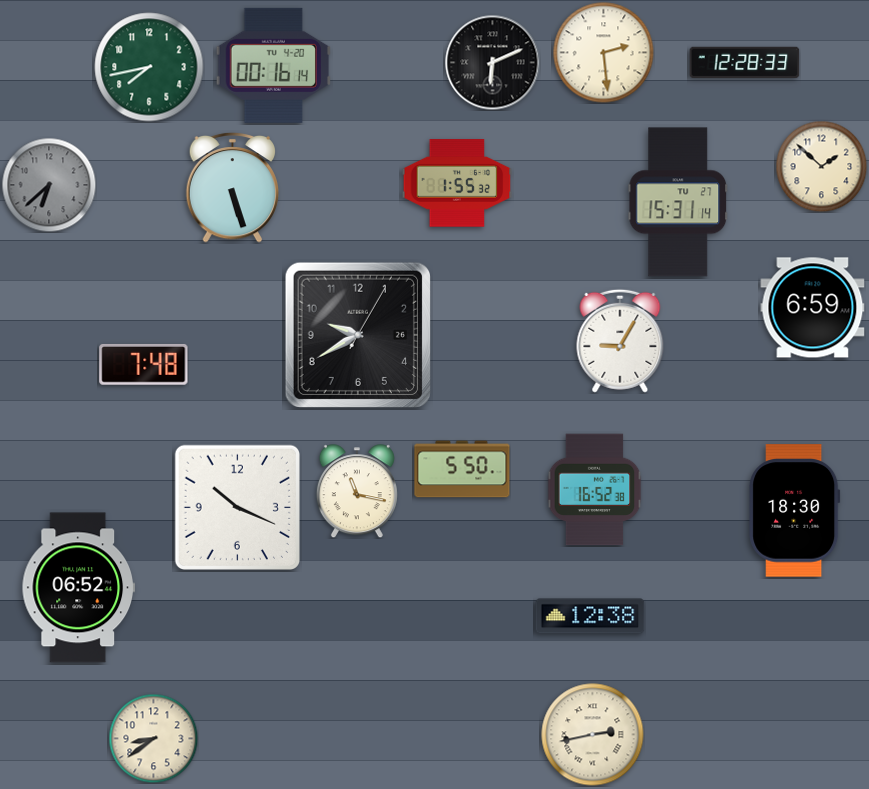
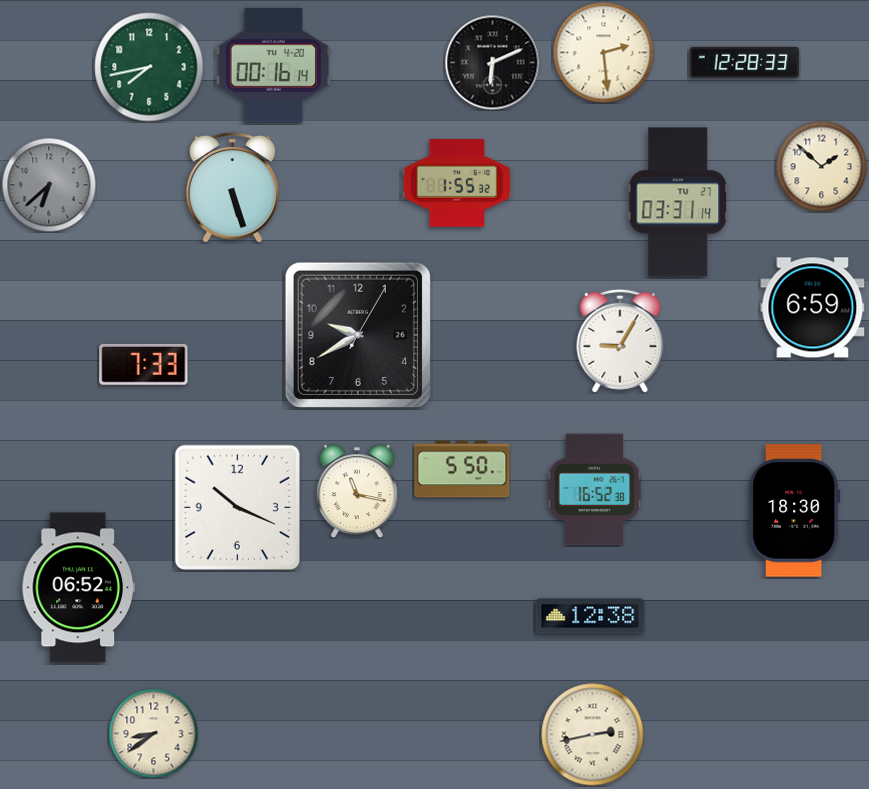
clock at (678, 202): 15:31 -> 03:31
clock at (144, 364): 7:48 -> 7:33
clock at (153, 738) position: (153, 738) -> (153, 733)
